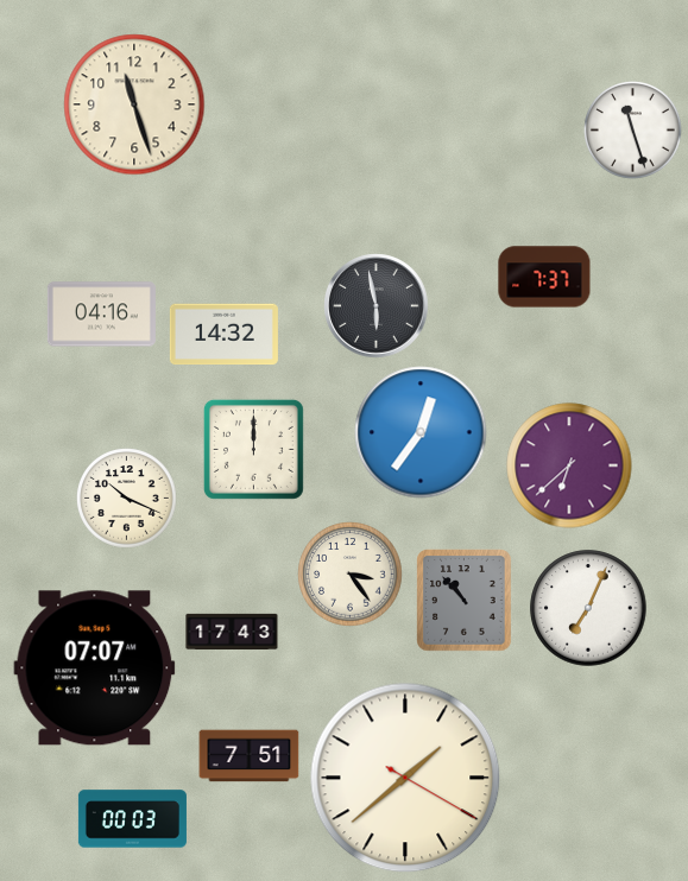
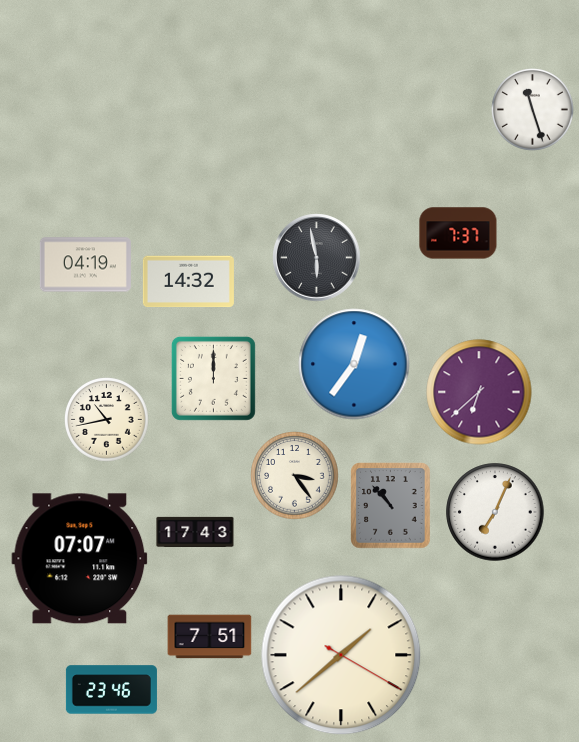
clock at (134, 104): 11:27 -> none
clock at (101, 315): 04:16 -> 04:19
clock at (127, 499): 10:19 -> 10:43
clock at (351, 575) position: (351, 575) -> (295, 476)
clock at (95, 668) position: (95, 668) -> (80, 559)
clock at (132, 819): 00:03 -> 23:46
